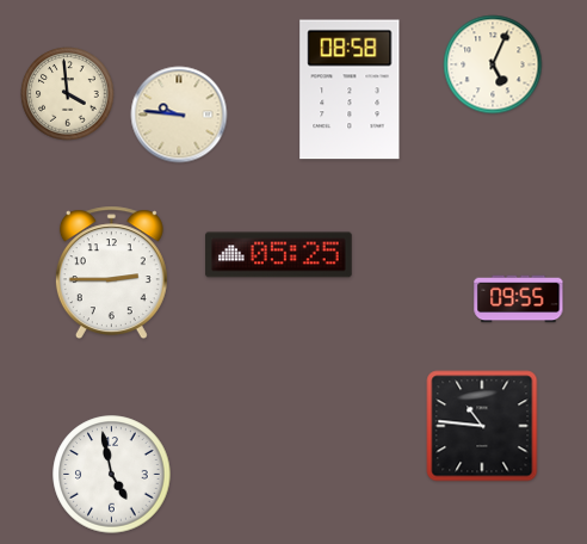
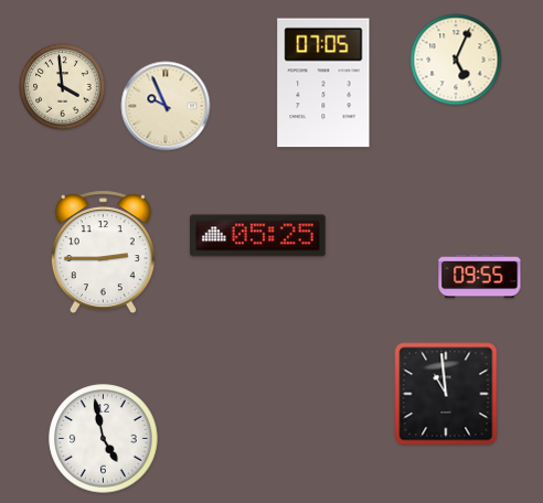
clock at (350, 89): 08:58 -> 07:05
clock at (179, 115): 9:46 -> 9:56
clock at (482, 426): 10:46 -> 10:59
